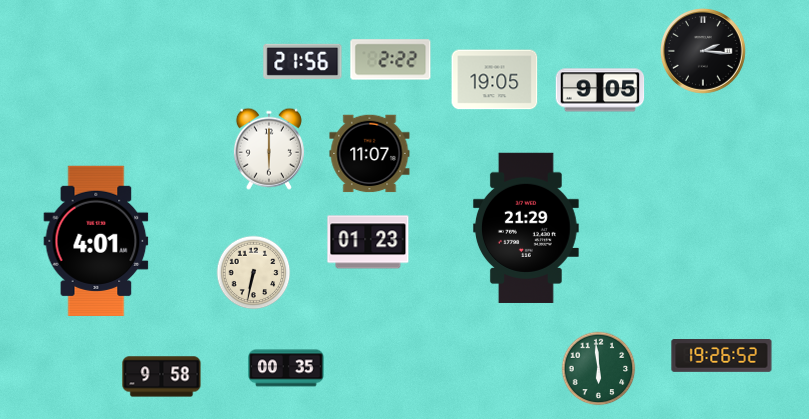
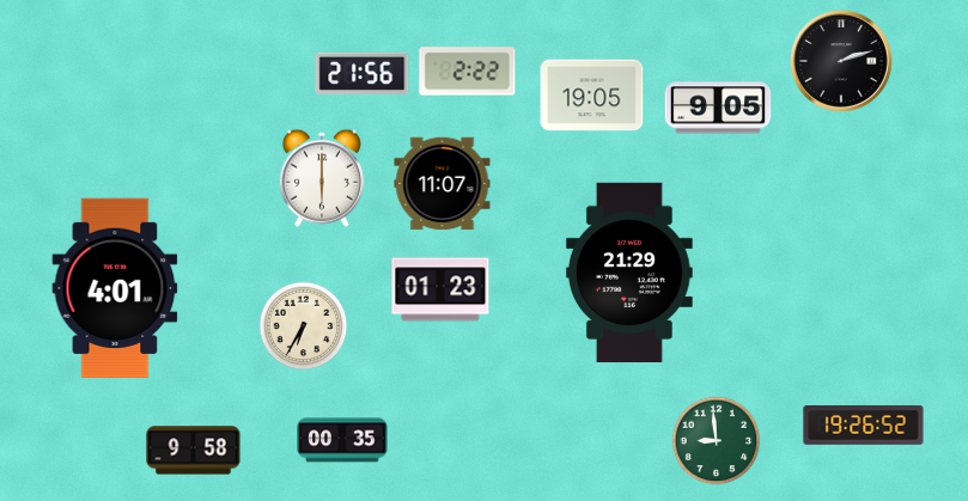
clock at (703, 51): 2:16 -> 2:12
clock at (254, 273): 6:32 -> 6:35
clock at (599, 369): 5:59 -> 8:59
